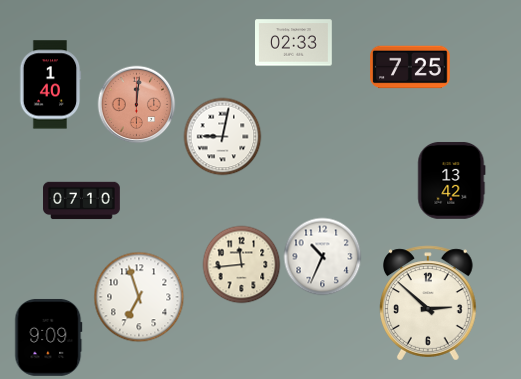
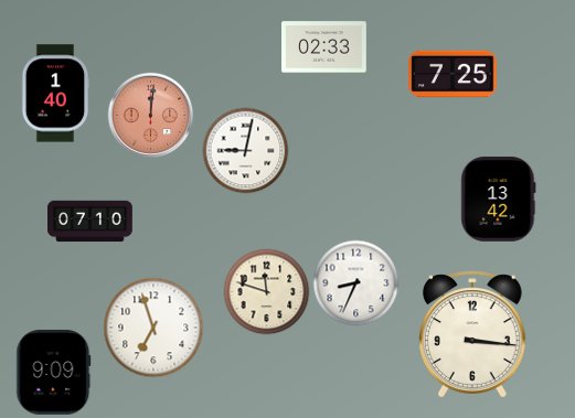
clock at (322, 256): 10:34 -> 8:34
clock at (241, 264): 11:44 -> 11:48
clock at (429, 303): 2:52 -> 3:16
